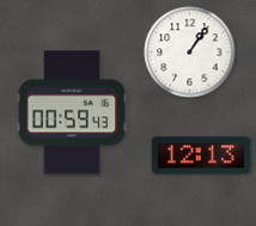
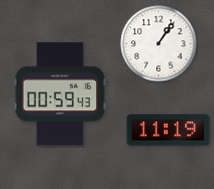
clock at (201, 155): 12:13 -> 11:19
